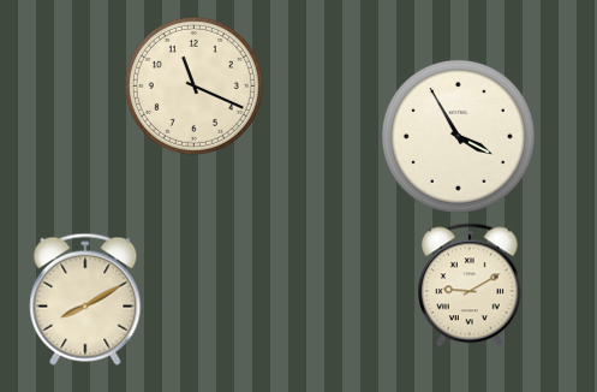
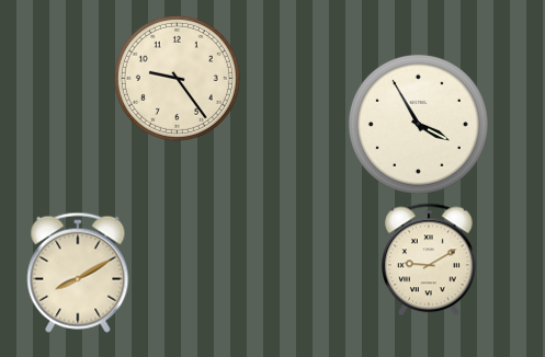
clock at (193, 85): 11:19 -> 9:24
